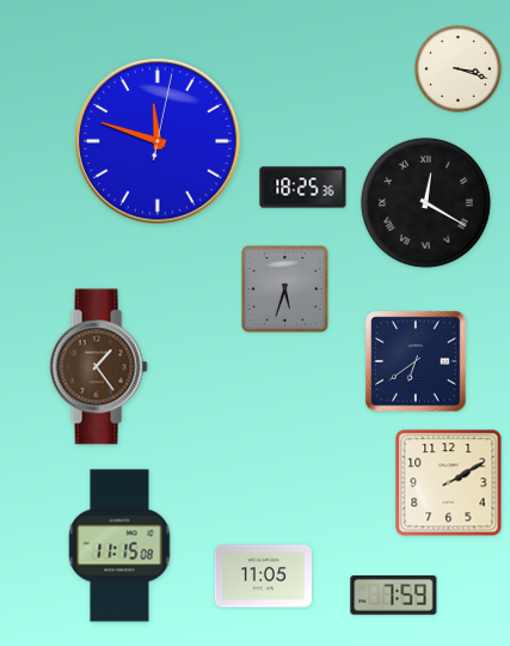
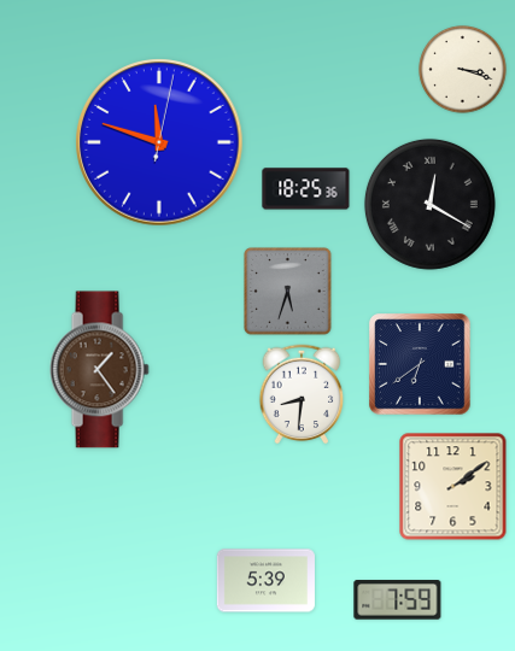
clock at (302, 394): none -> 8:31
clock at (449, 483): 2:10 -> 2:09
clock at (119, 546): 11:15 -> none
clock at (263, 577): 11:05 -> 5:39
